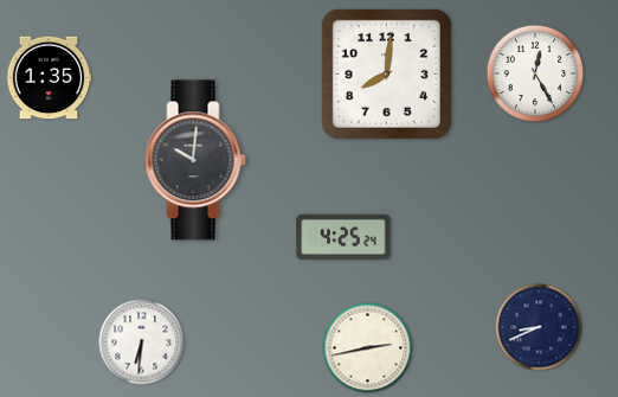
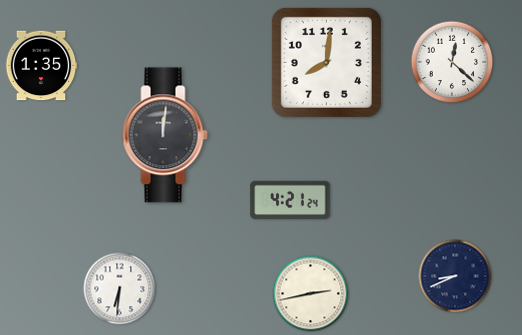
clock at (535, 73): 12:25 -> 12:22
clock at (195, 160): 10:01 -> 12:01
clock at (343, 236): 4:25 -> 4:21
